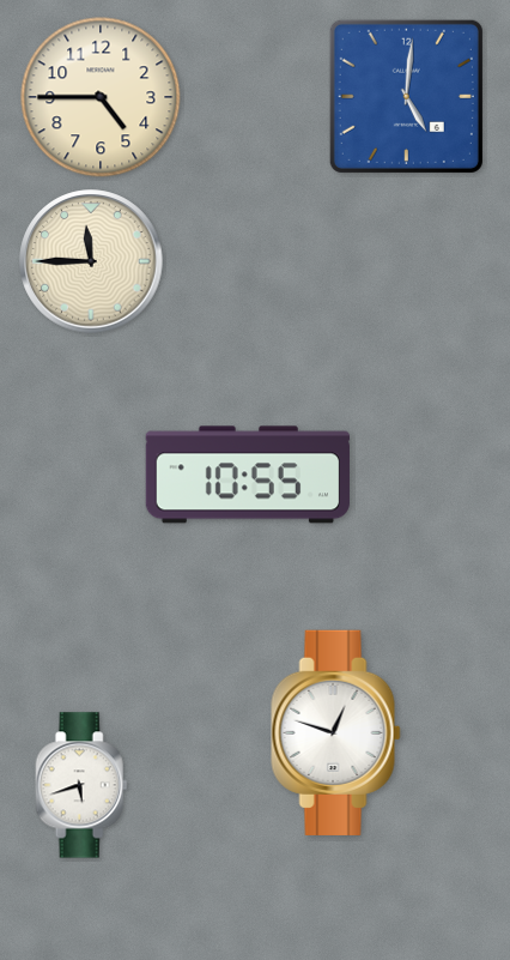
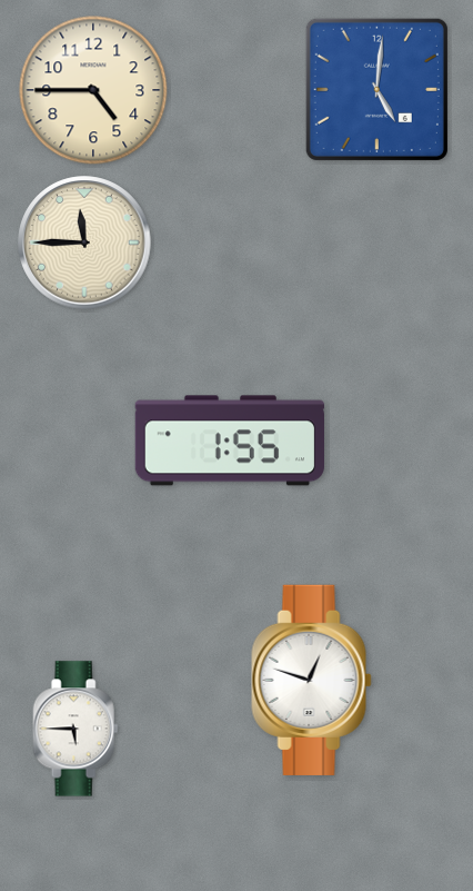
clock at (247, 475): 10:55 -> 1:55
clock at (81, 785): 5:42 -> 5:45
